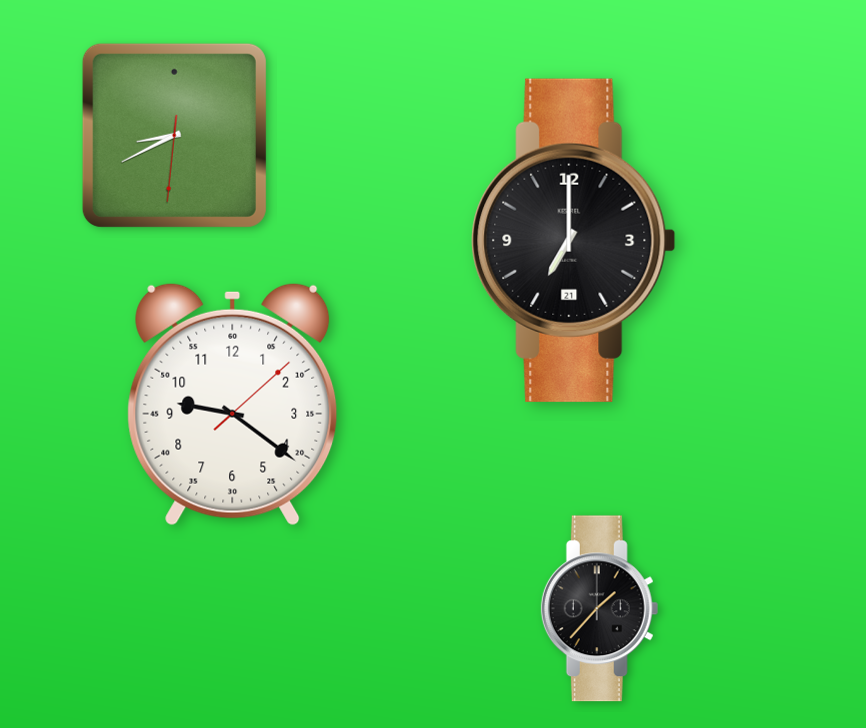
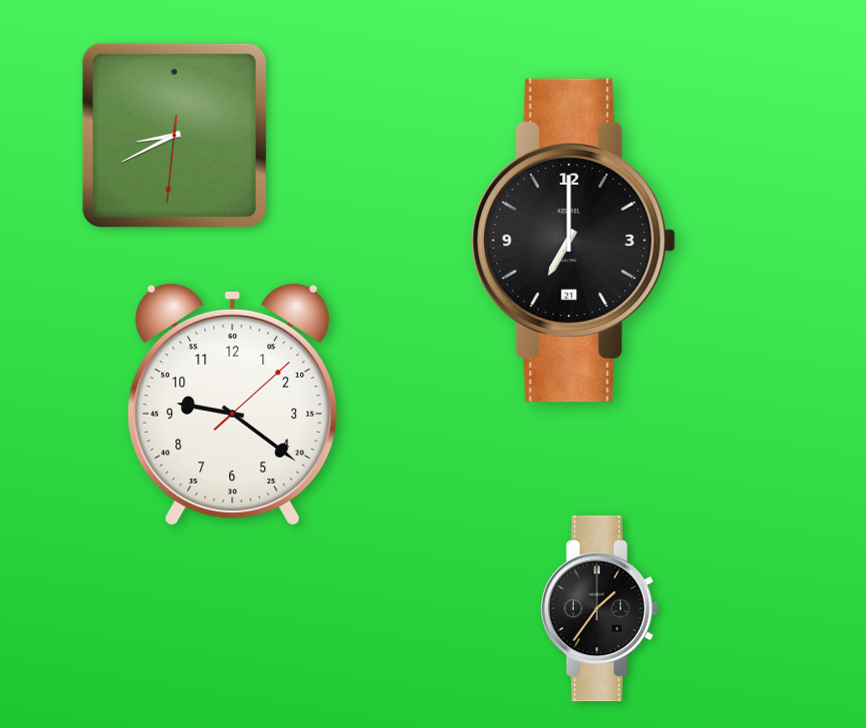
clock at (600, 609): 1:37 -> 1:36
